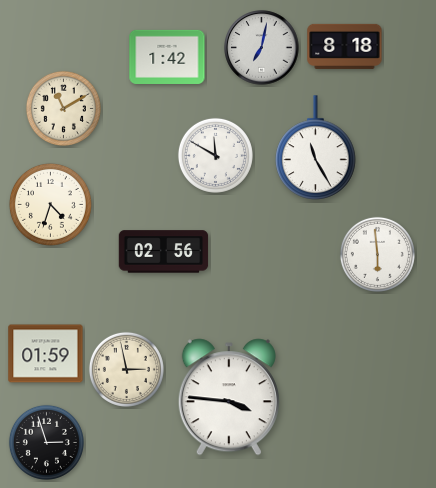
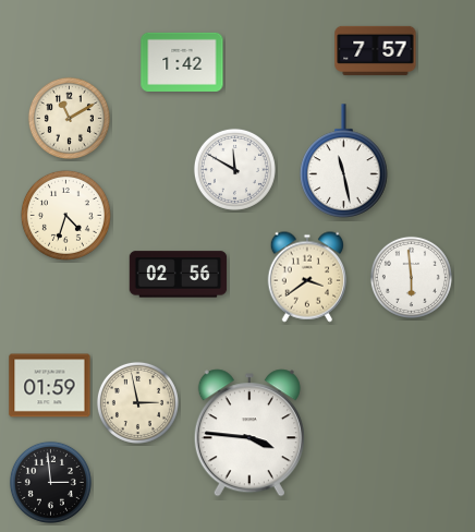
clock at (345, 46): 8:18 -> 7:57
clock at (262, 48): 7:02 -> none
clock at (316, 148): 11:25 -> 11:28
clock at (50, 204) position: (50, 204) -> (65, 215)
clock at (307, 277): none -> 3:39
clock at (46, 442): 2:57 -> 2:59
